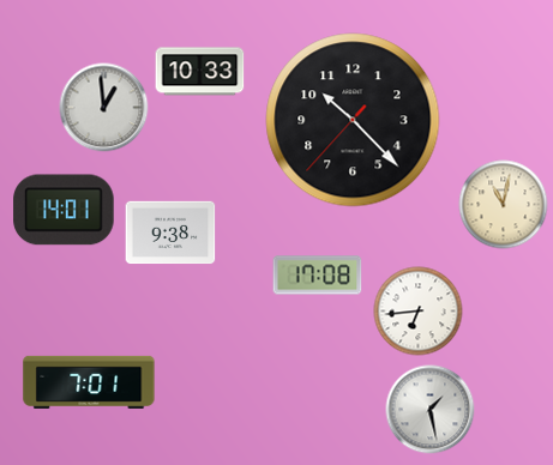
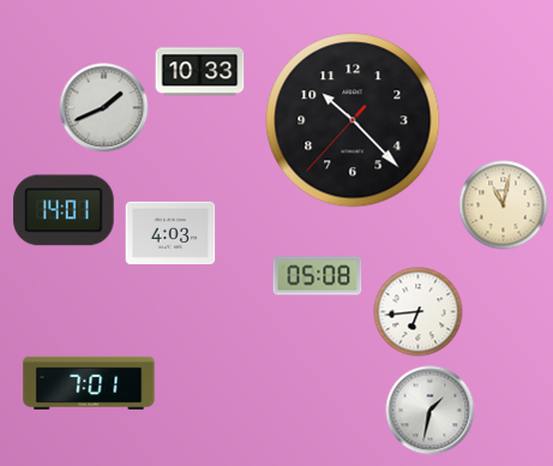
clock at (104, 108): 12:59 -> 1:41
clock at (170, 232): 9:38 -> 4:03
clock at (318, 276): 17:08 -> 05:08
clock at (431, 410): 1:28 -> 1:32
